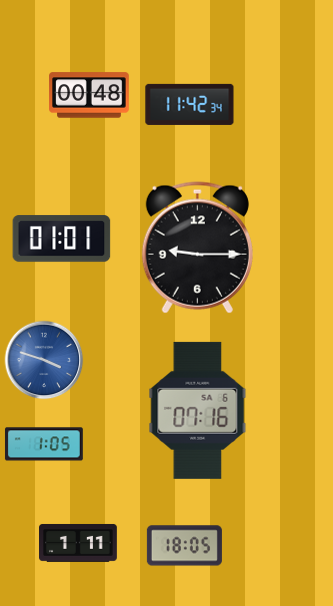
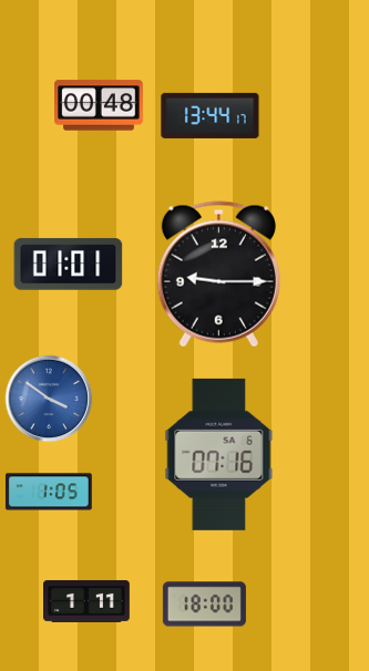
clock at (190, 104): 11:42 -> 13:44
clock at (44, 360): 3:48 -> 3:51
clock at (184, 546): 18:05 -> 18:00
